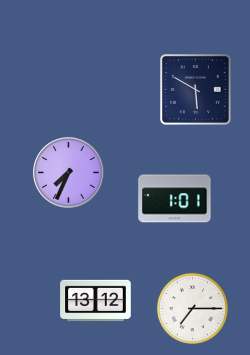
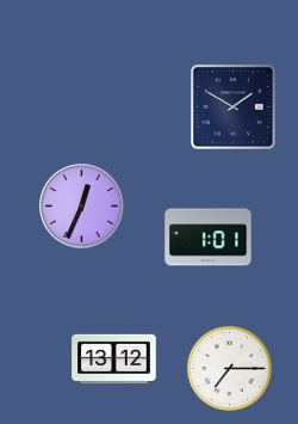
clock at (196, 90): 5:50 -> 1:50
clock at (69, 173): 7:34 -> 12:34
